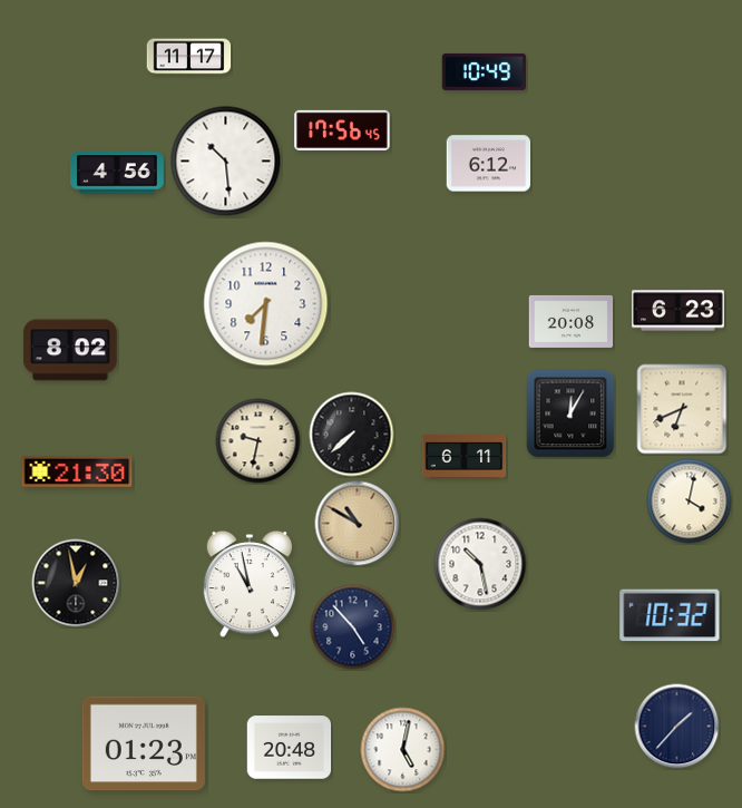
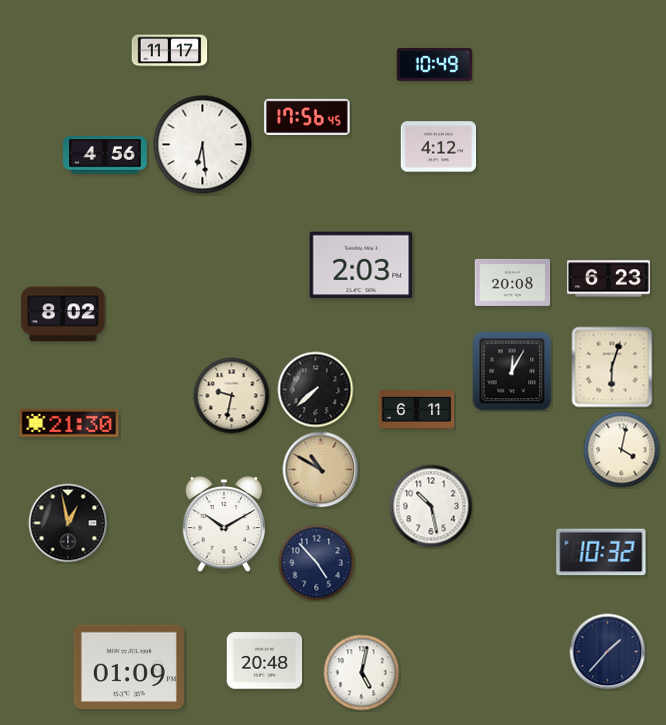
clock at (226, 162): 10:29 -> 6:29
clock at (489, 164): 6:12 -> 4:12
clock at (361, 265): none -> 2:03
clock at (266, 304): 7:31 -> none
clock at (572, 321) position: (572, 321) -> (513, 282)
clock at (682, 409): 6:41 -> 6:03
clock at (690, 502) position: (690, 502) -> (622, 450)
clock at (250, 584): 10:58 -> 10:10
clock at (144, 743): 01:23 -> 01:09
clock at (290, 748) position: (290, 748) -> (265, 661)
